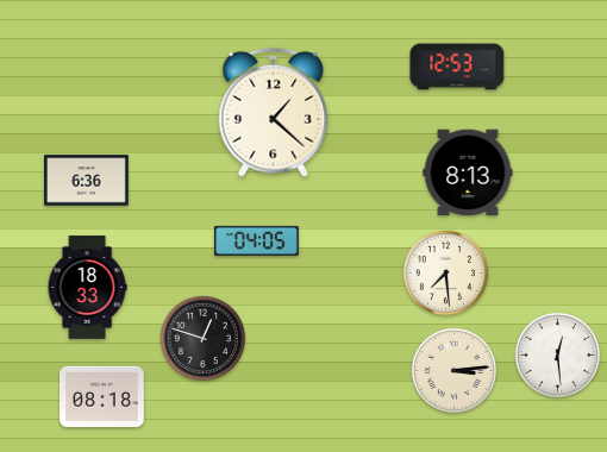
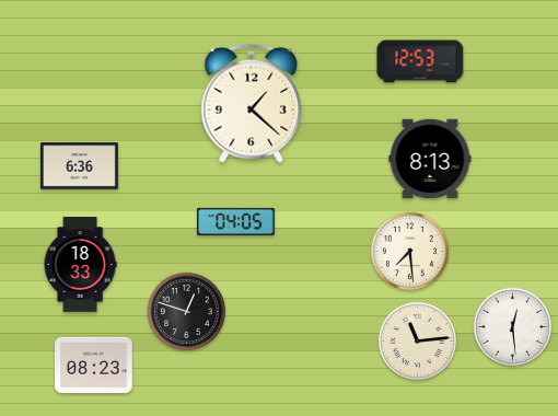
clock at (455, 371): 3:14 -> 11:14
clock at (102, 397): 08:18 -> 08:23
